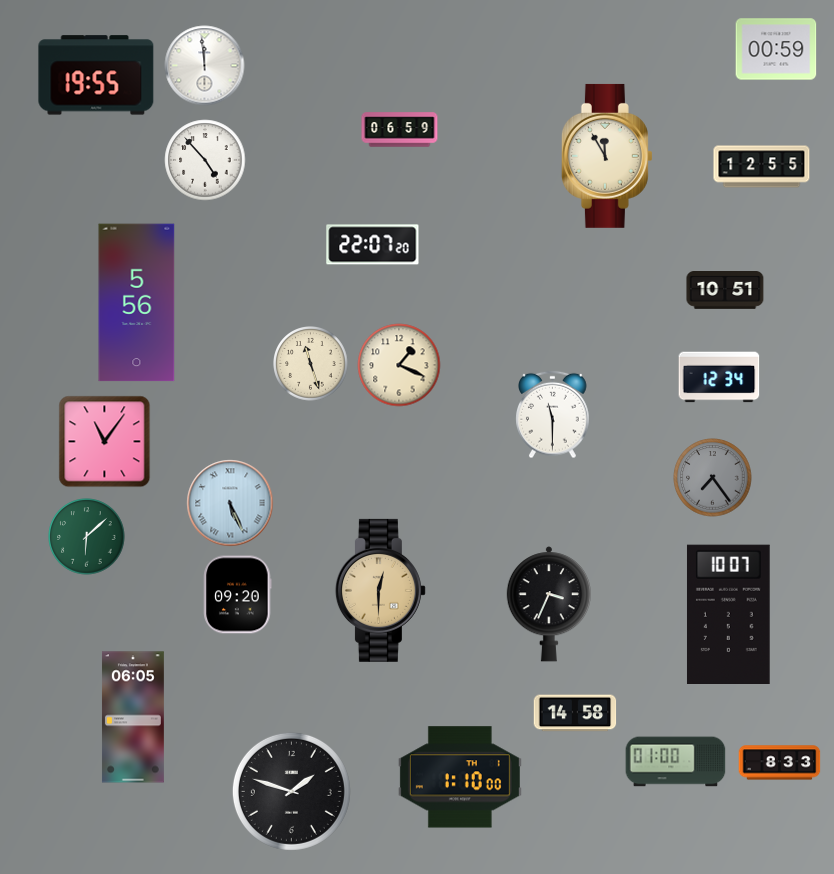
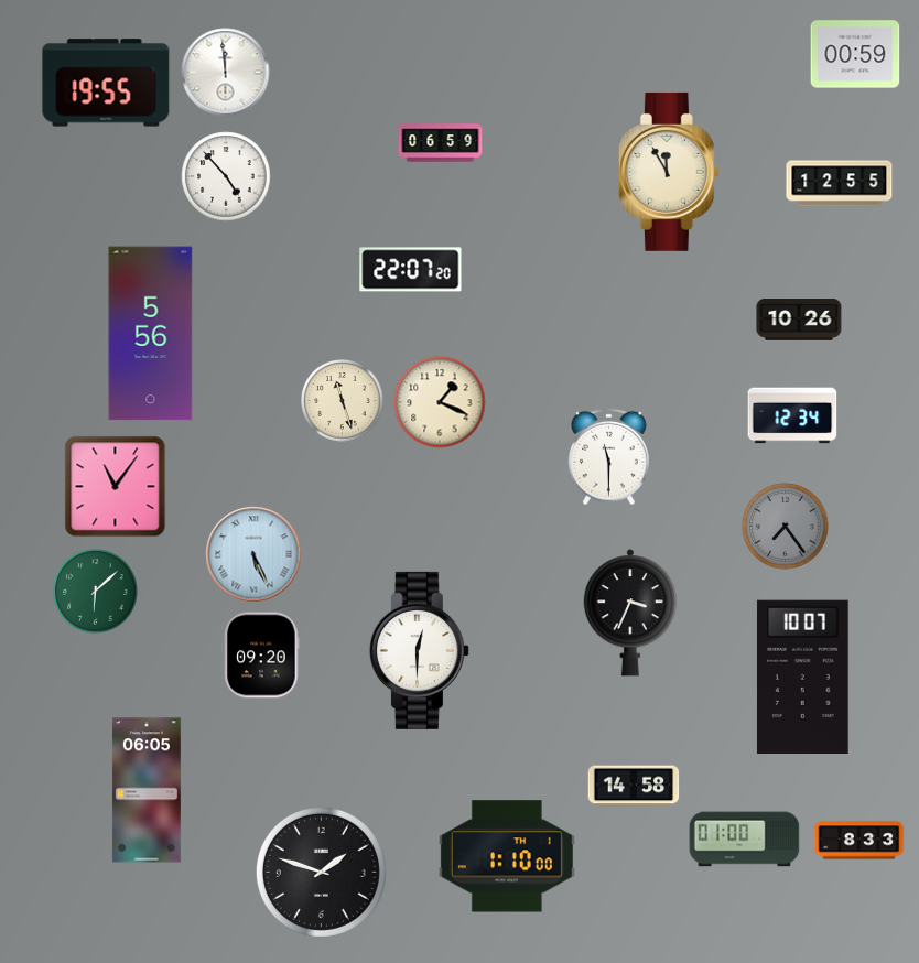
clock at (725, 291): 10:51 -> 10:26
clock at (380, 590) dial: champagne -> white
clock at (549, 604) position: (549, 604) -> (630, 613)
